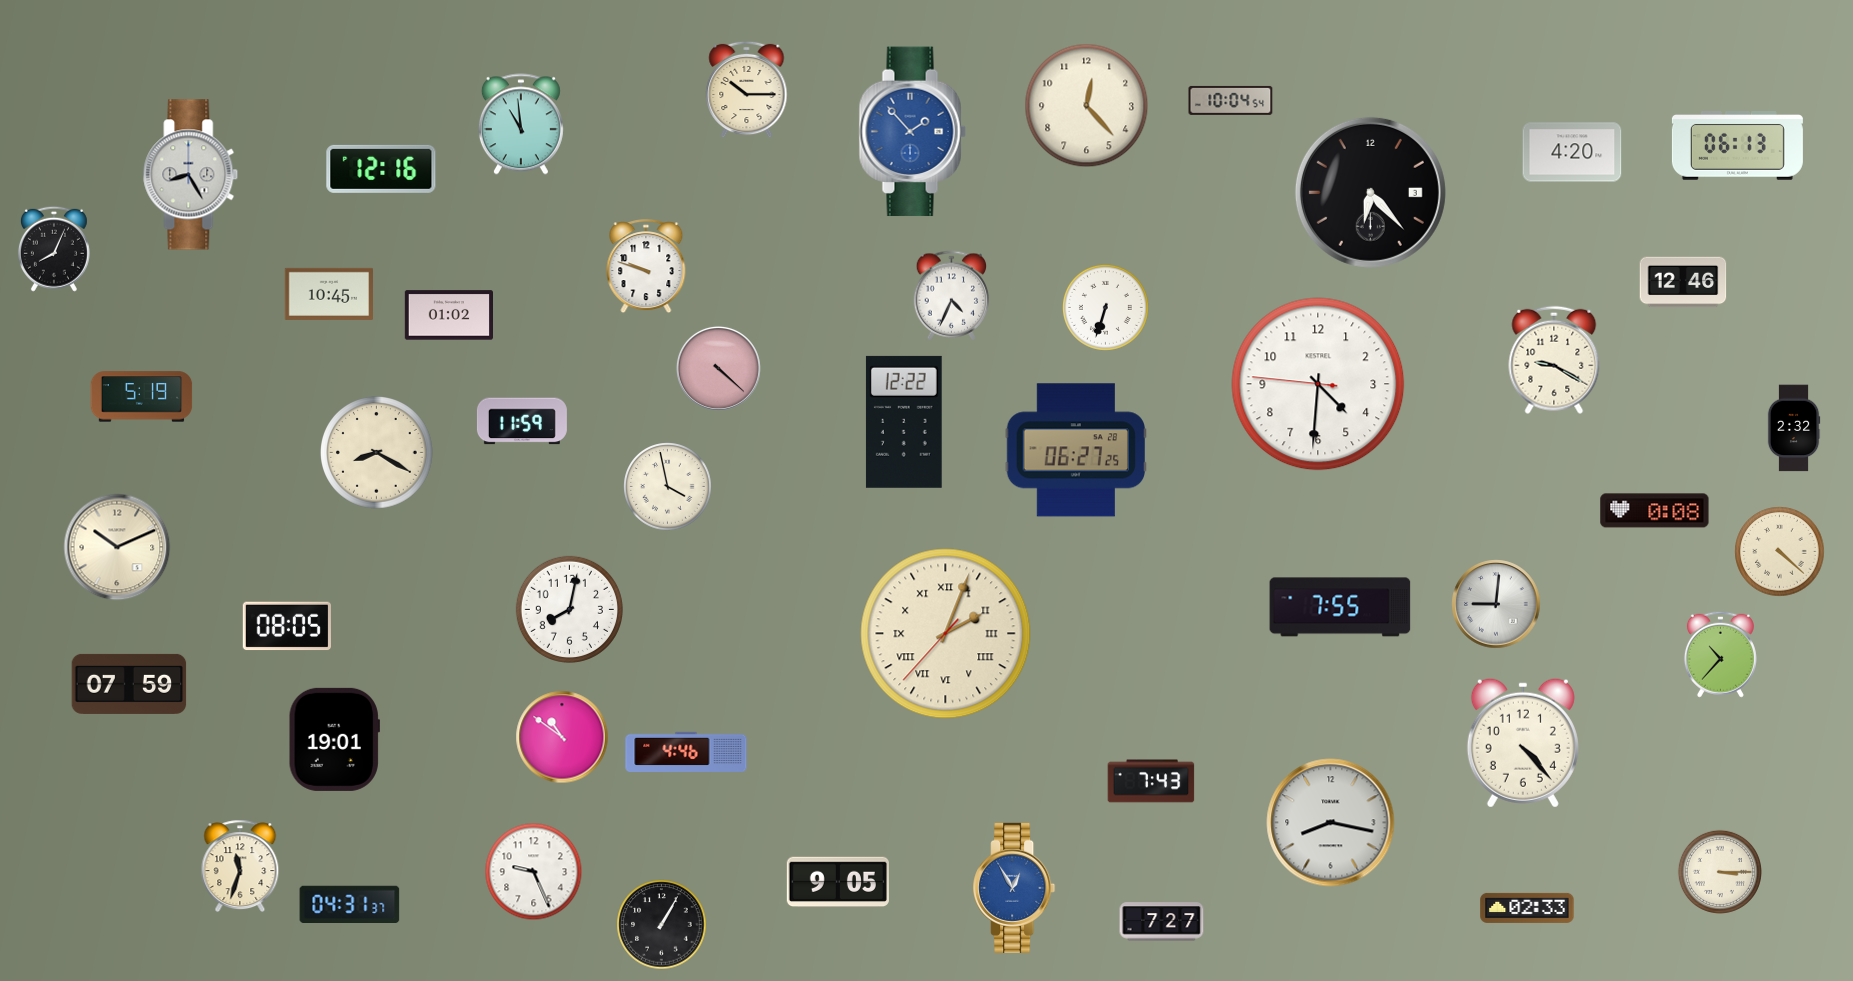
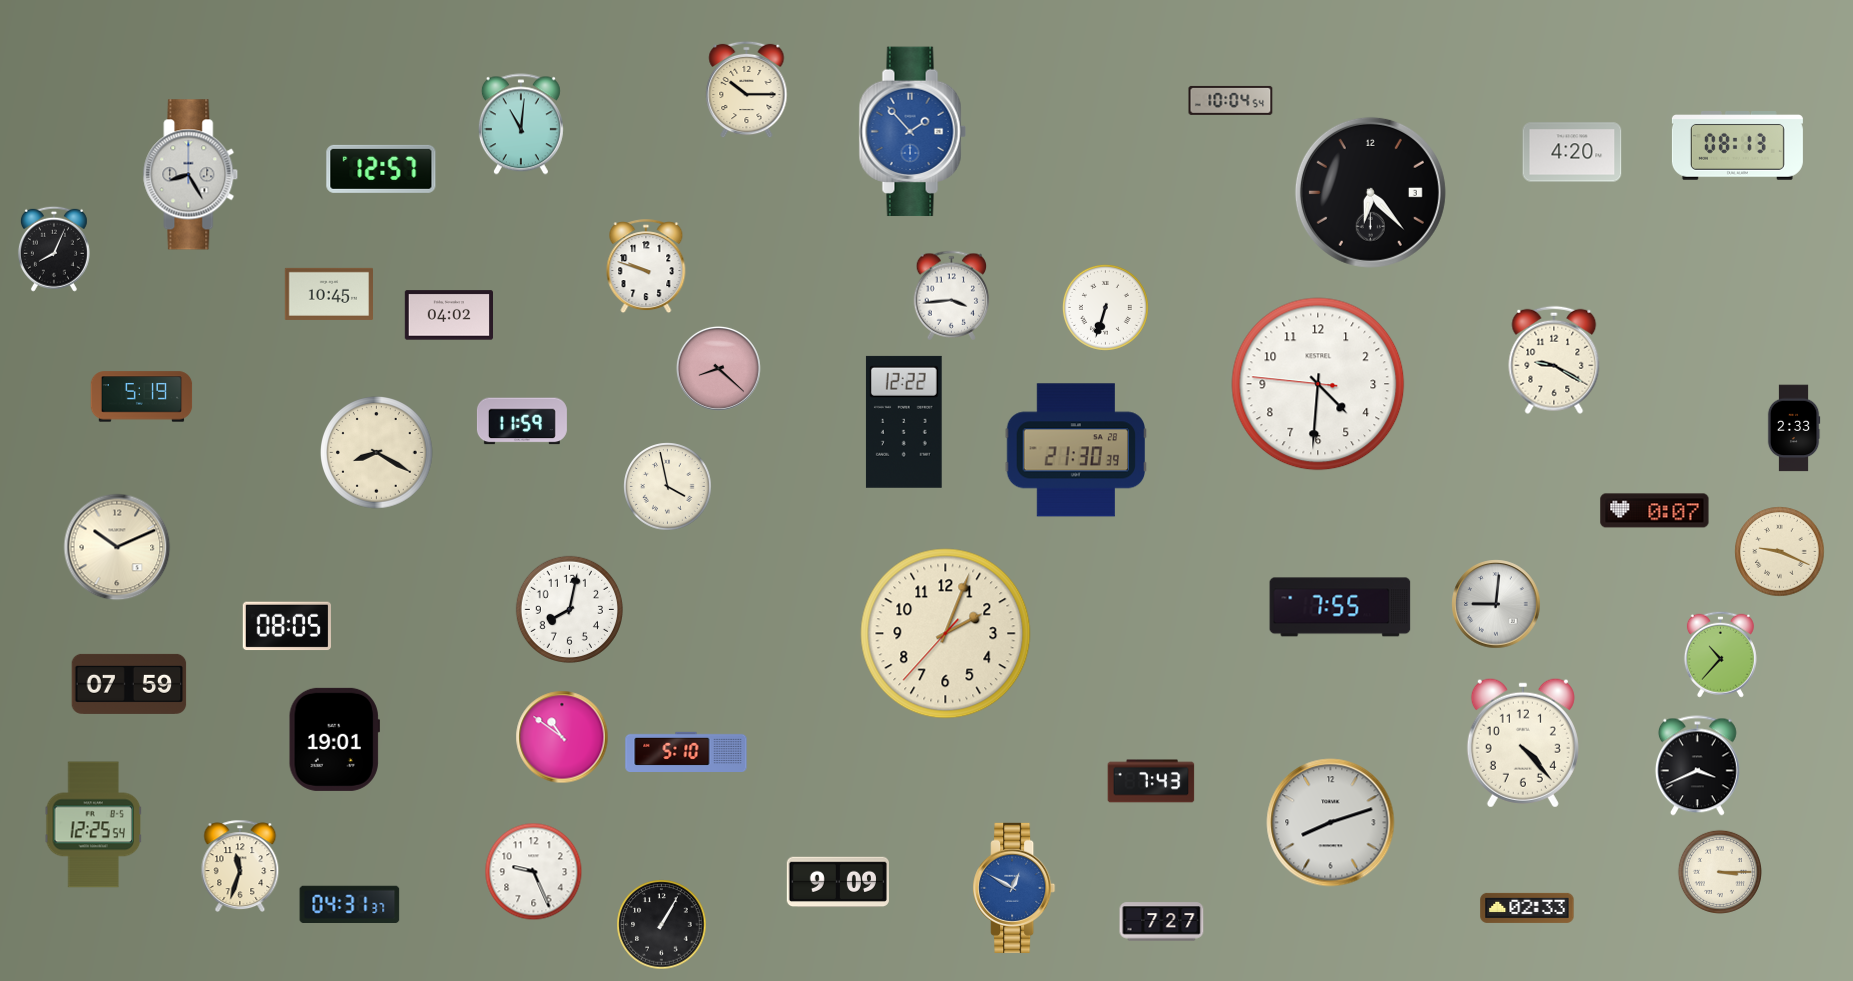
clock at (1087, 106): 12:23 -> none
clock at (521, 124): 10:59 -> 11:01
clock at (1737, 146): 06:13 -> 08:13
clock at (381, 169): 12:16 -> 12:57
clock at (1683, 282): 12:46 -> none
clock at (952, 296): 4:34 -> 3:44
clock at (448, 315): 01:02 -> 04:02
clock at (718, 368): 4:22 -> 8:22
clock at (1794, 428): 2:32 -> 2:33
clock at (1076, 450): 06:27 -> 21:30
clock at (1655, 511): 0:08 -> 0:07
clock at (1780, 552): 4:22 -> 9:19
clock at (946, 634) numerals: Roman -> Arabic
clock at (686, 751): 4:46 -> 5:10
clock at (1697, 766): none -> 3:41
clock at (1331, 823): 8:17 -> 8:12
clock at (94, 825): none -> 12:25
clock at (838, 882): 9:05 -> 9:09
clock at (1014, 888): 12:55 -> 12:50
